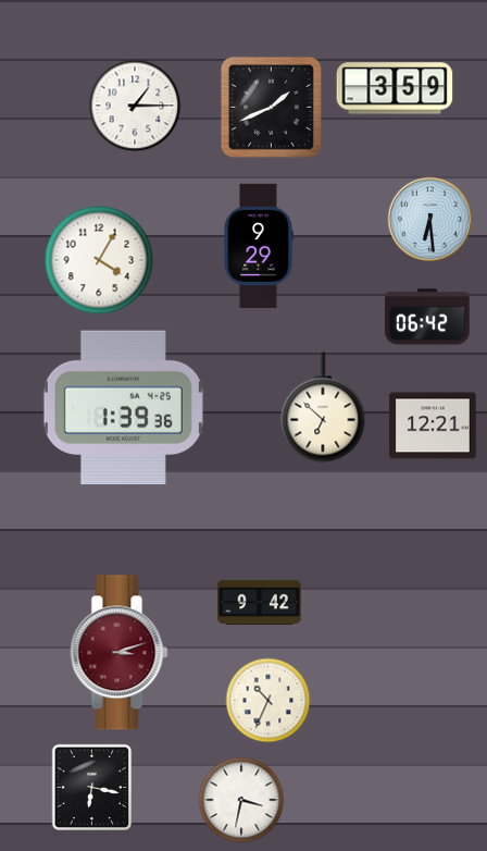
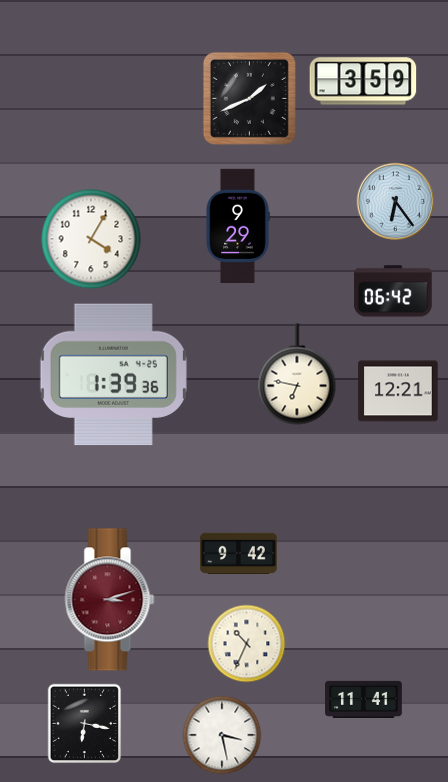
clock at (135, 106): 1:15 -> none
clock at (429, 219): 6:29 -> 6:24
clock at (323, 407): 6:52 -> 6:47
clock at (364, 699): none -> 11:41
clock at (241, 800): 3:32 -> 3:28
